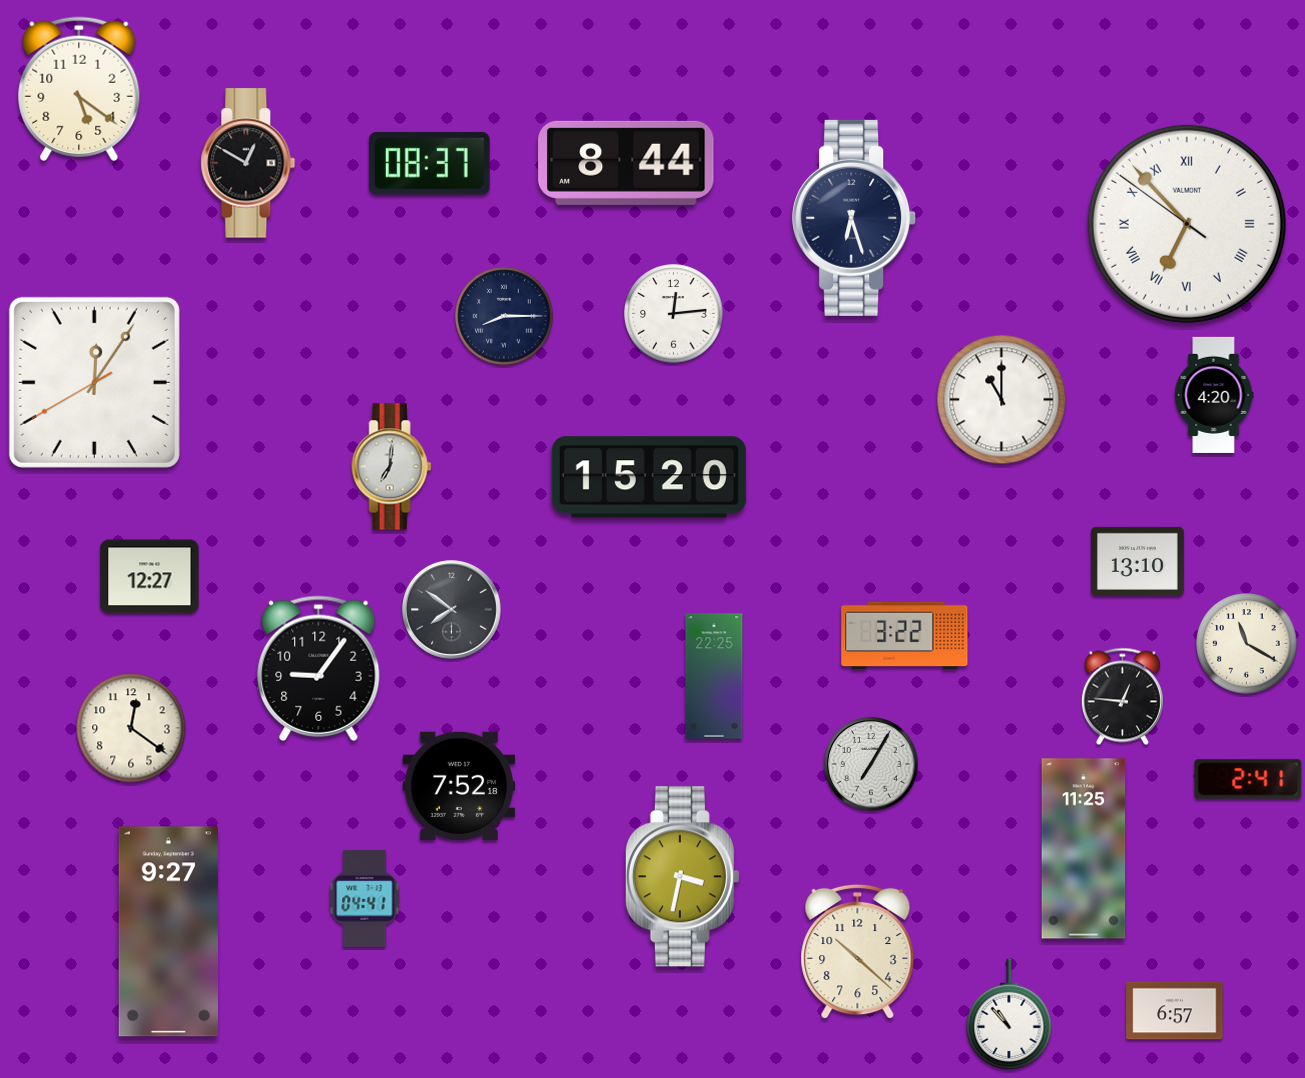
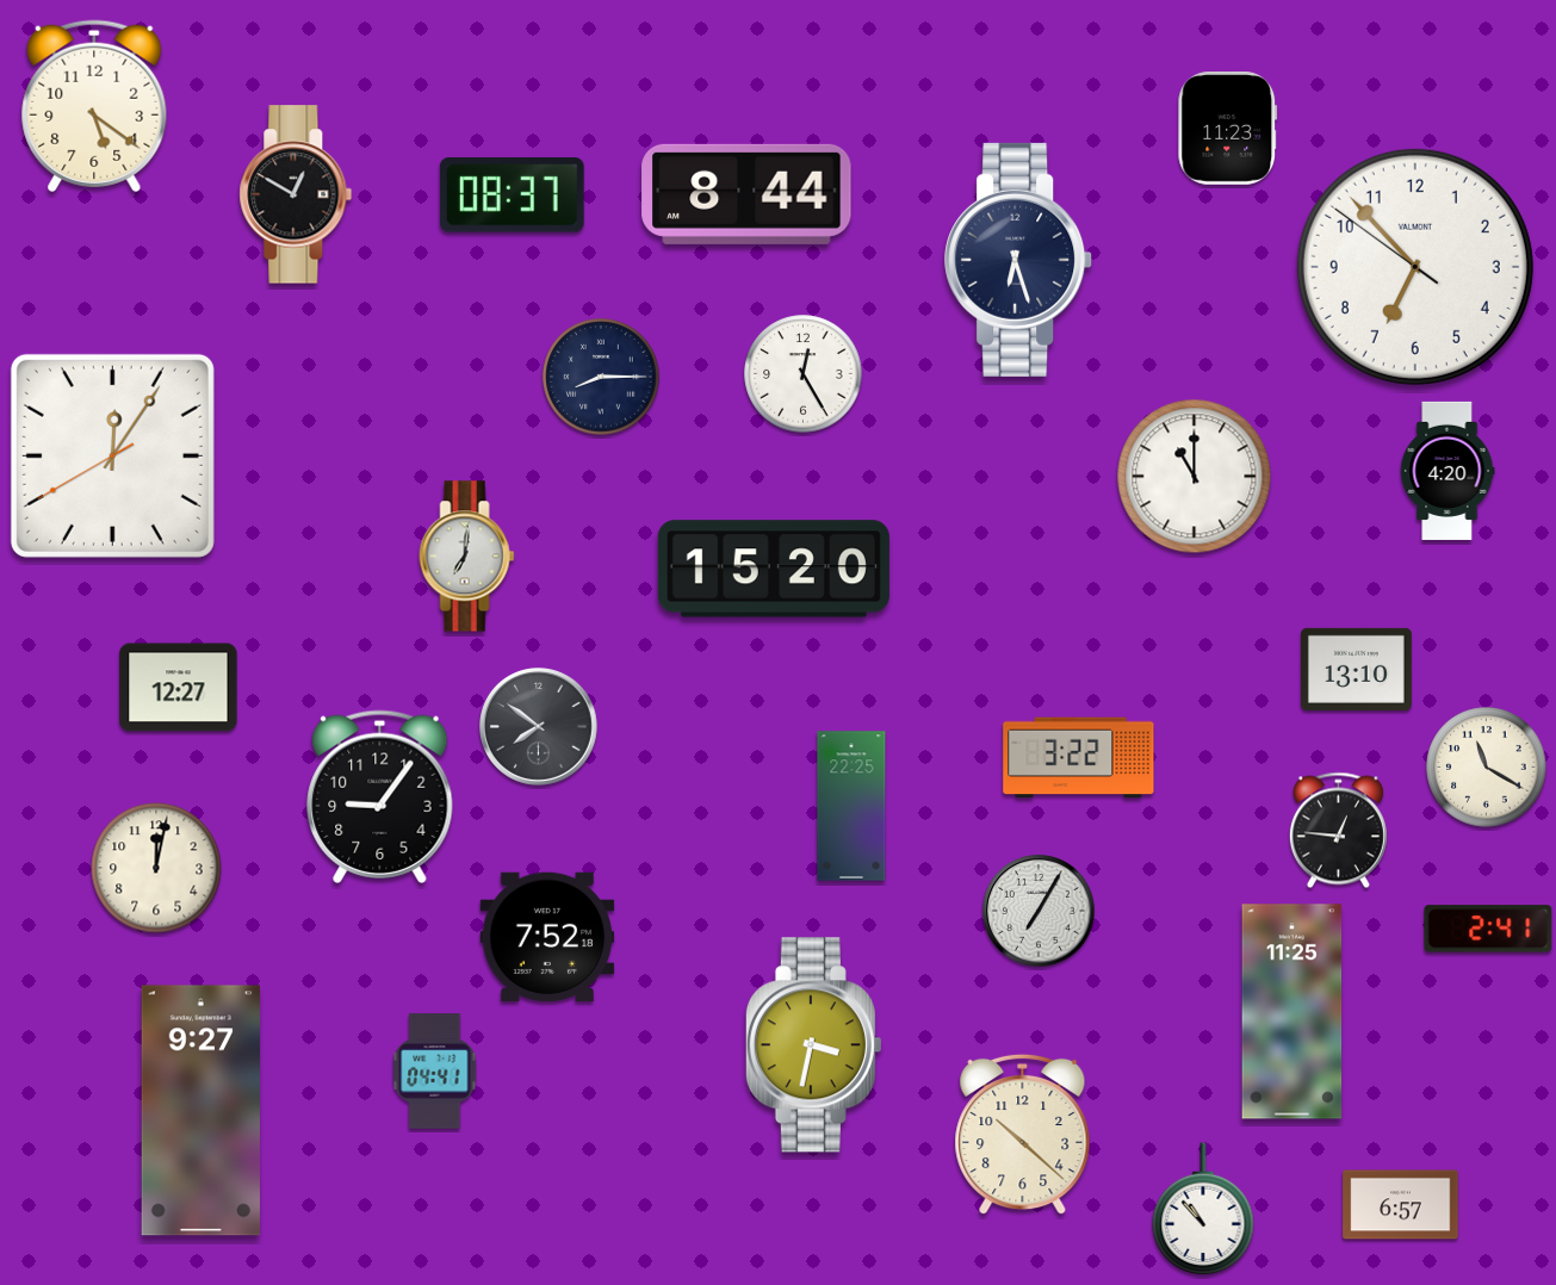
clock at (1228, 129): none -> 11:23
clock at (1187, 224) numerals: Roman -> Arabic
clock at (674, 314): 12:14 -> 12:25
clock at (131, 728): 12:21 -> 12:02
